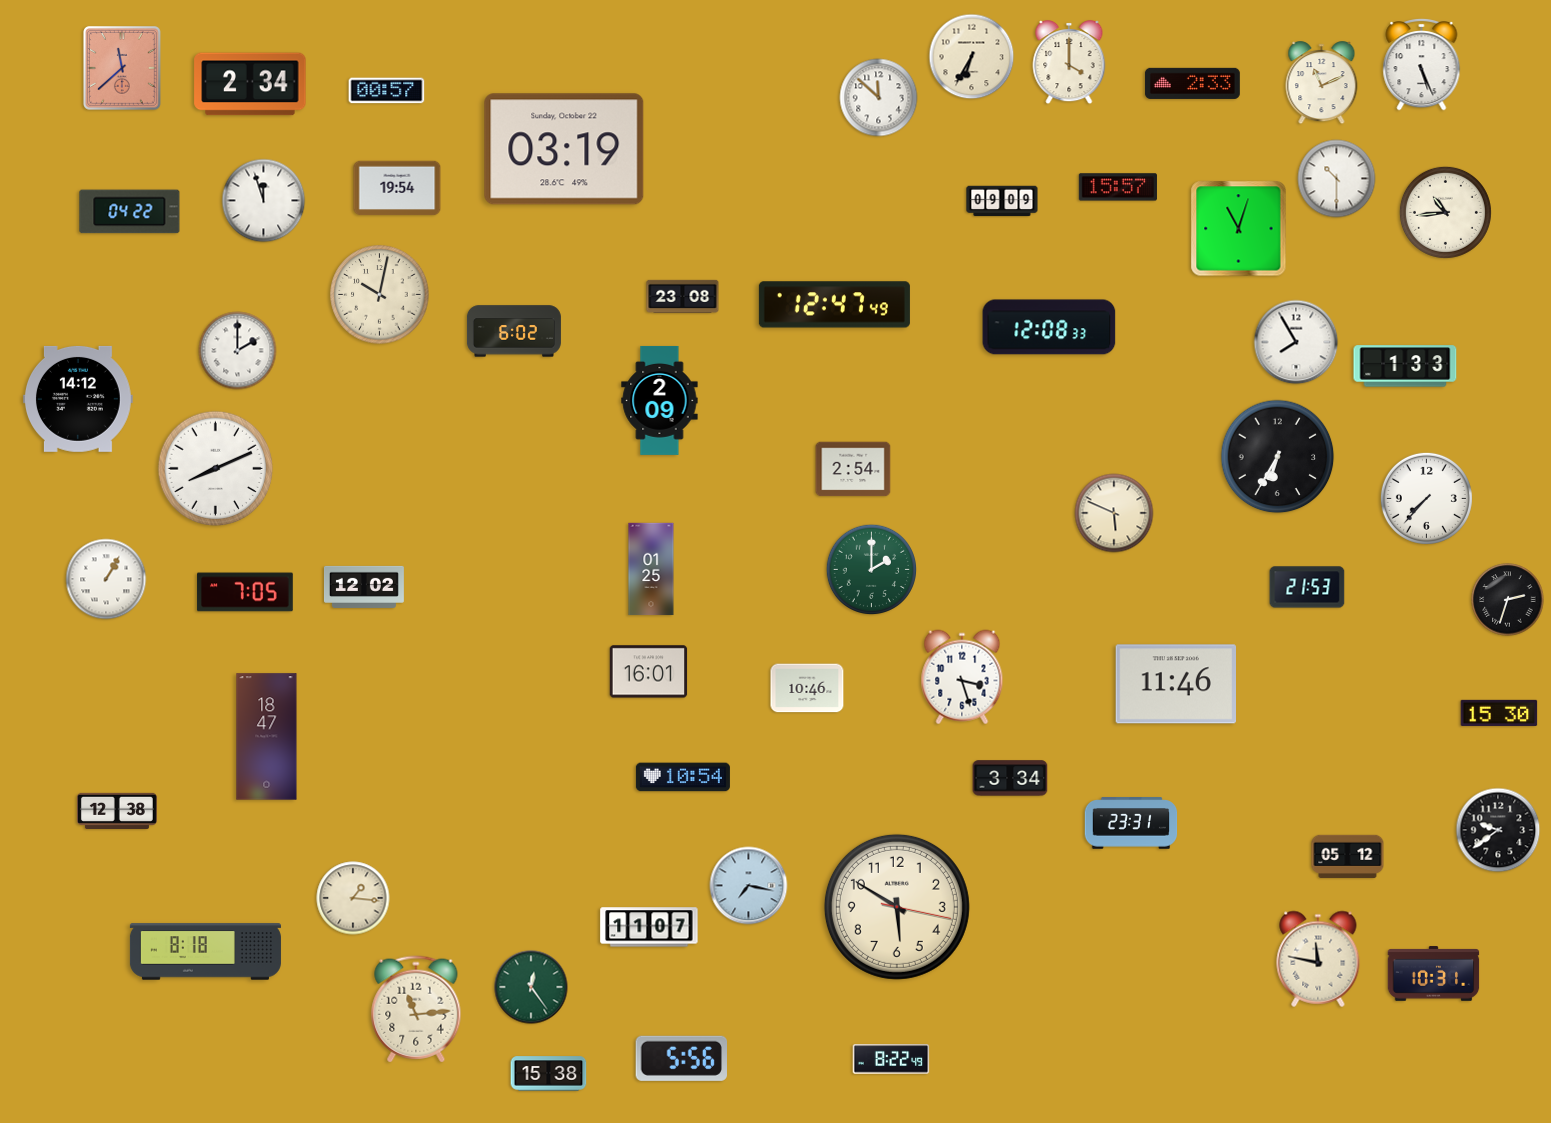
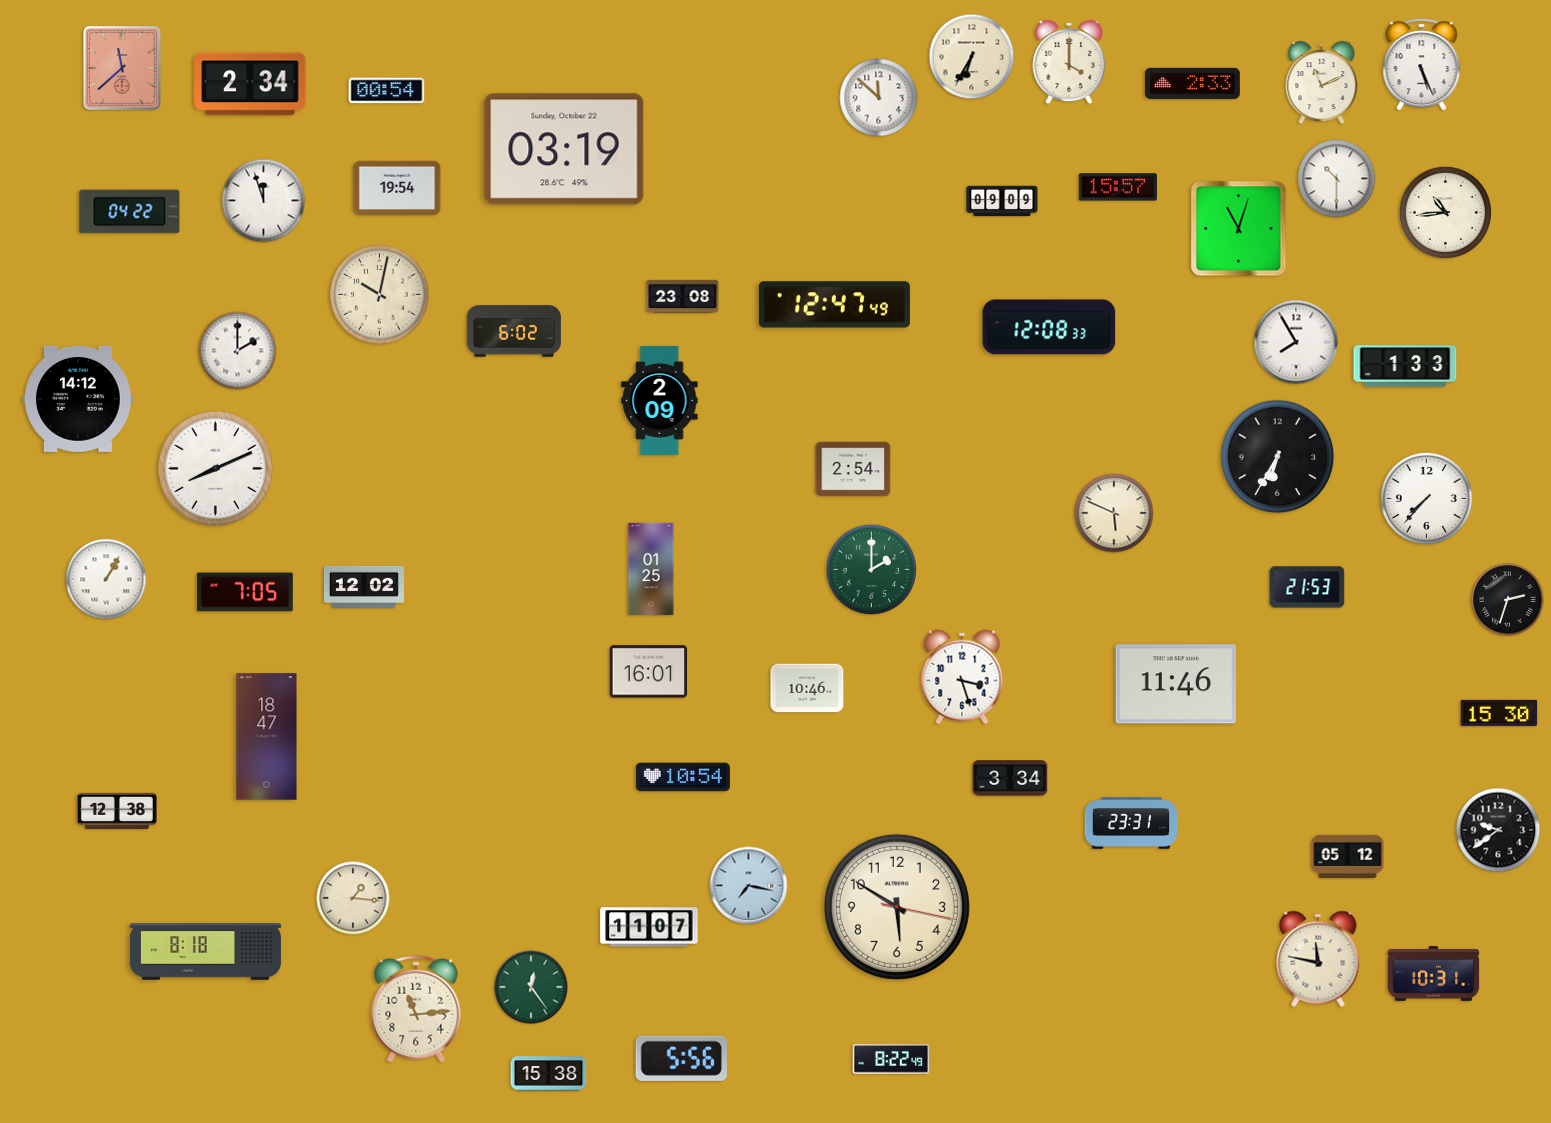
clock at (387, 91): 00:57 -> 00:54
